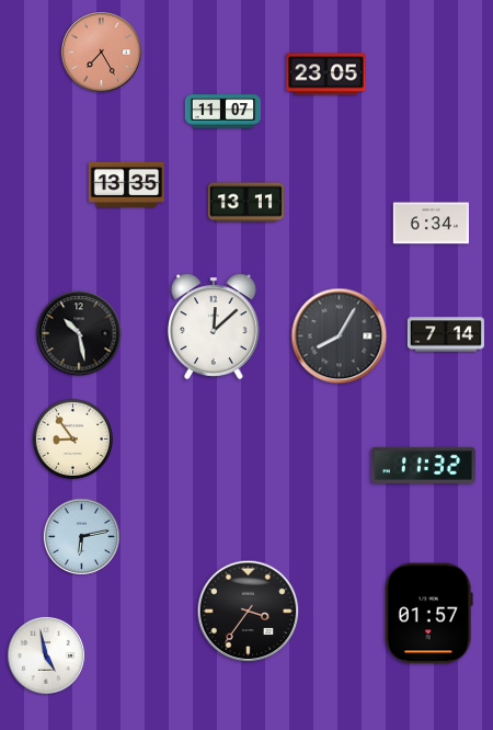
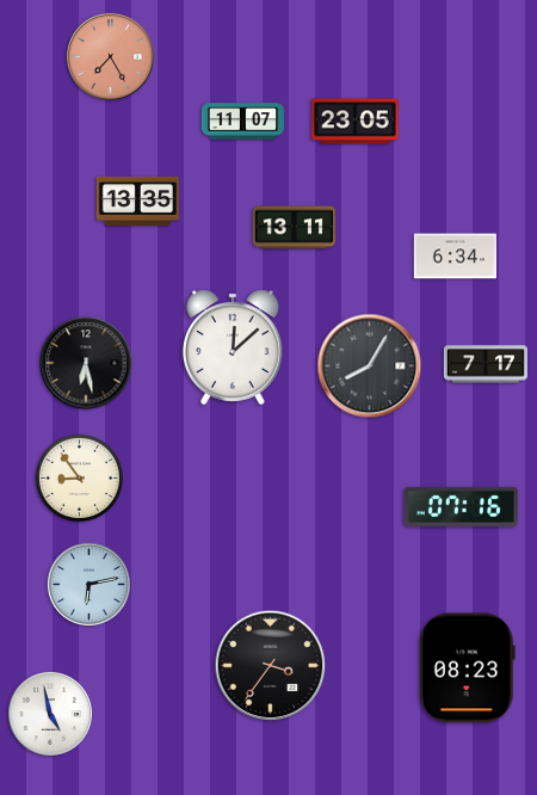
clock at (326, 75) position: (326, 75) -> (356, 122)
clock at (245, 203) position: (245, 203) -> (294, 228)
clock at (431, 224) position: (431, 224) -> (455, 257)
clock at (215, 327) position: (215, 327) -> (234, 347)
clock at (79, 333): 10:28 -> 6:28
clock at (446, 334): 7:14 -> 7:17
clock at (423, 465): 11:32 -> 07:16
clock at (428, 614): 01:57 -> 08:23
